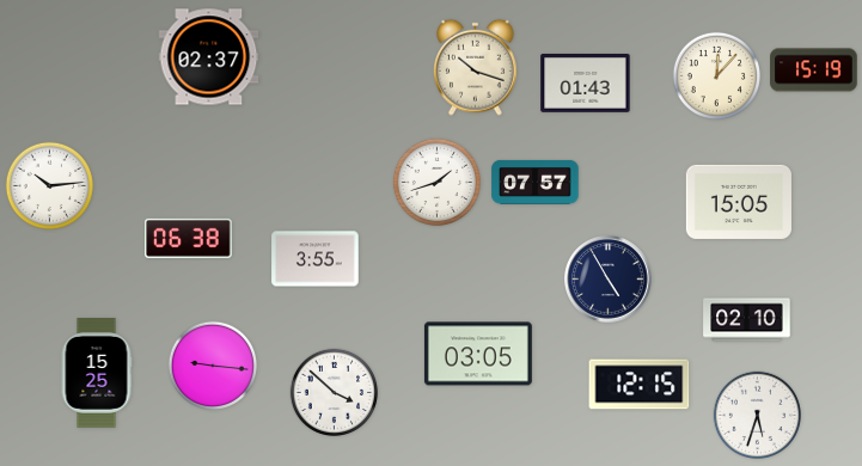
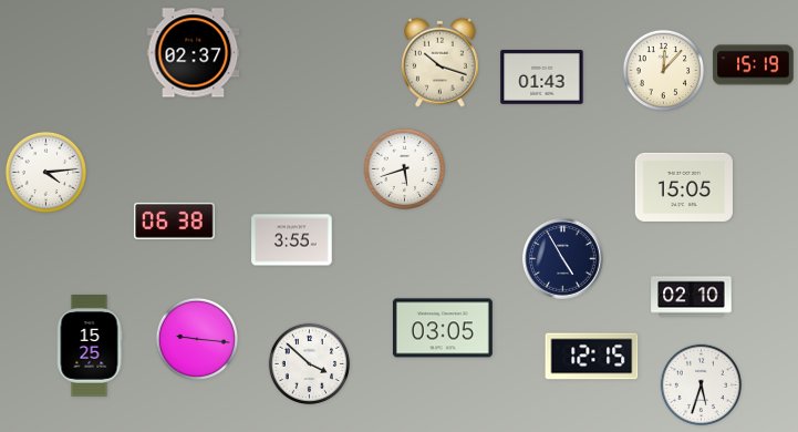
clock at (536, 182): 07:57 -> none
clock at (438, 183): 1:42 -> 5:42
clock at (50, 186): 10:14 -> 4:14
